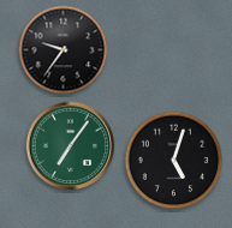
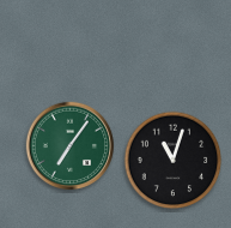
clock at (64, 50): 9:36 -> none
clock at (174, 161): 5:03 -> 11:03
